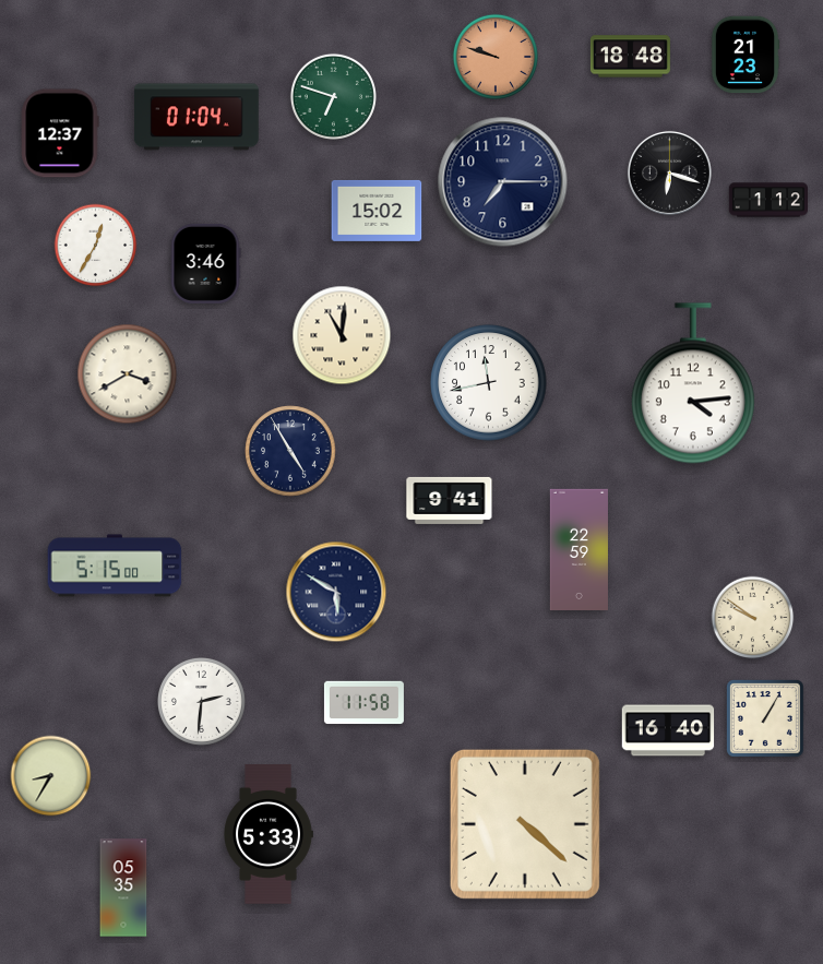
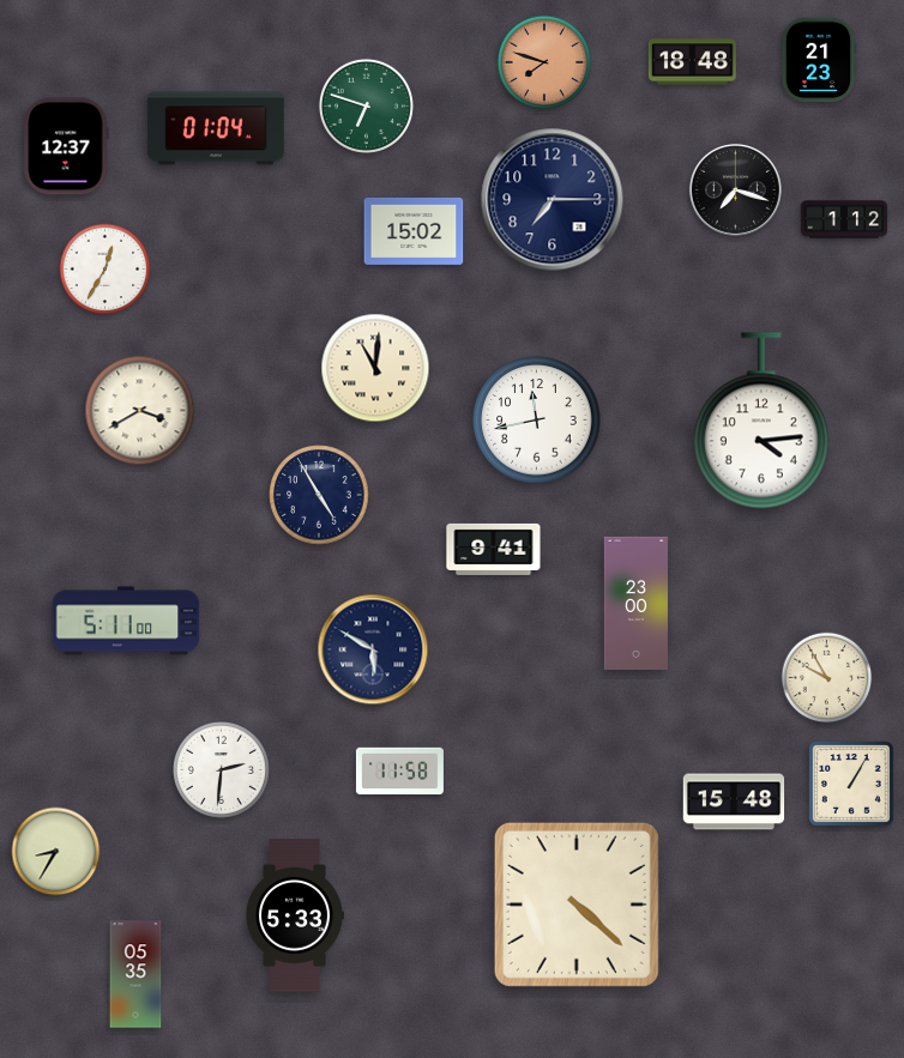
clock at (496, 57): 9:48 -> 7:48
clock at (669, 172): 6:18 -> 7:18
clock at (205, 263): 3:46 -> none
clock at (579, 549): 22:59 -> 23:00
clock at (115, 566): 5:15 -> 5:11
clock at (336, 592) position: (336, 592) -> (373, 649)
clock at (753, 618): 9:51 -> 9:55
clock at (765, 718) position: (765, 718) -> (851, 784)
clock at (668, 730): 16:40 -> 15:48
